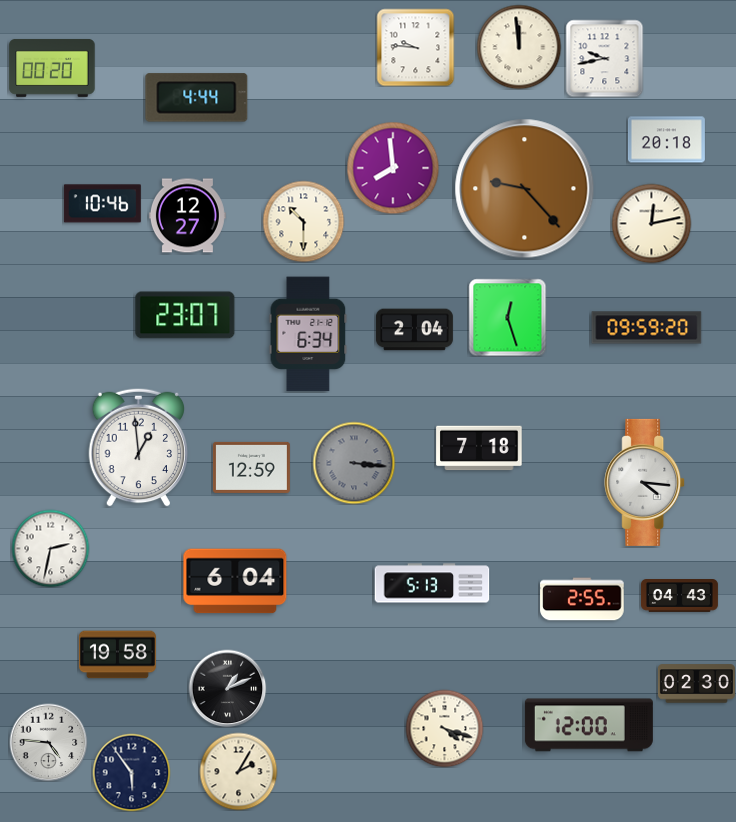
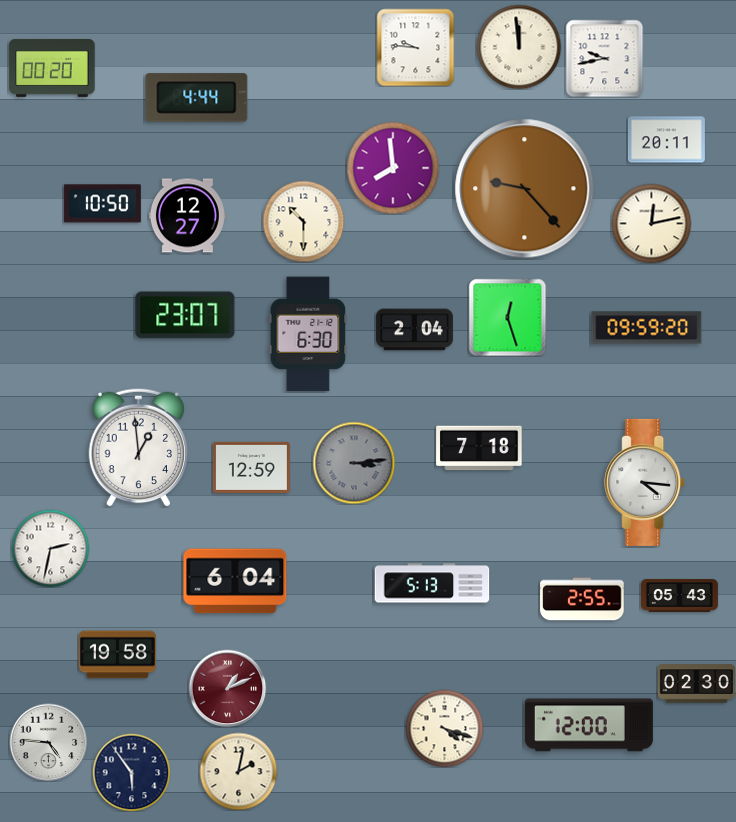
clock at (666, 140): 20:18 -> 20:11
clock at (102, 204): 10:46 -> 10:50
clock at (308, 334): 6:34 -> 6:30
clock at (354, 463): 3:16 -> 3:14
clock at (679, 596): 04:43 -> 05:43
clock at (227, 688) dial: black -> burgundy
clock at (238, 771): 2:05 -> 2:02
